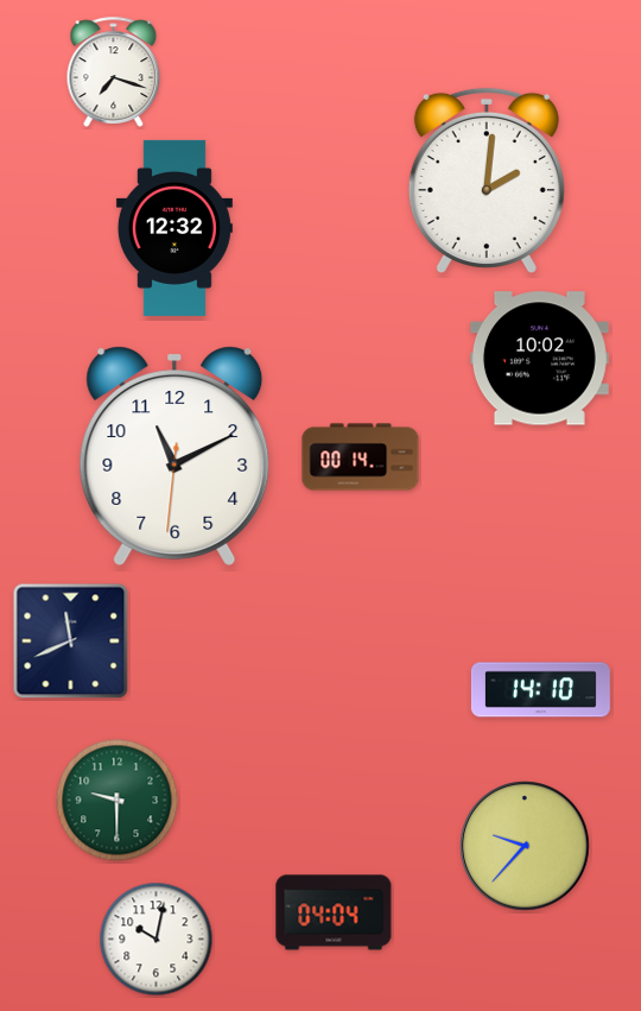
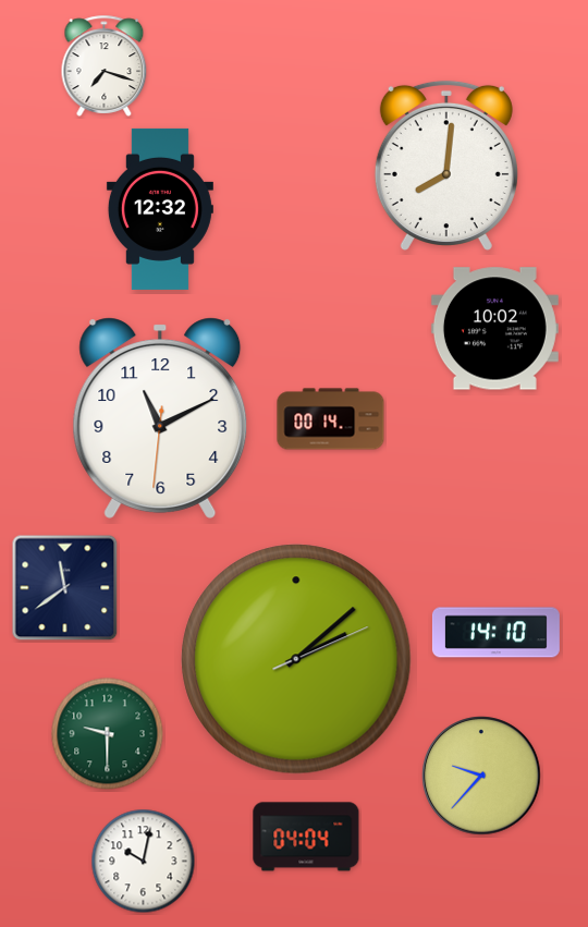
clock at (487, 181): 2:01 -> 8:01
clock at (71, 642): 11:41 -> 11:39
clock at (296, 659): none -> 2:08
